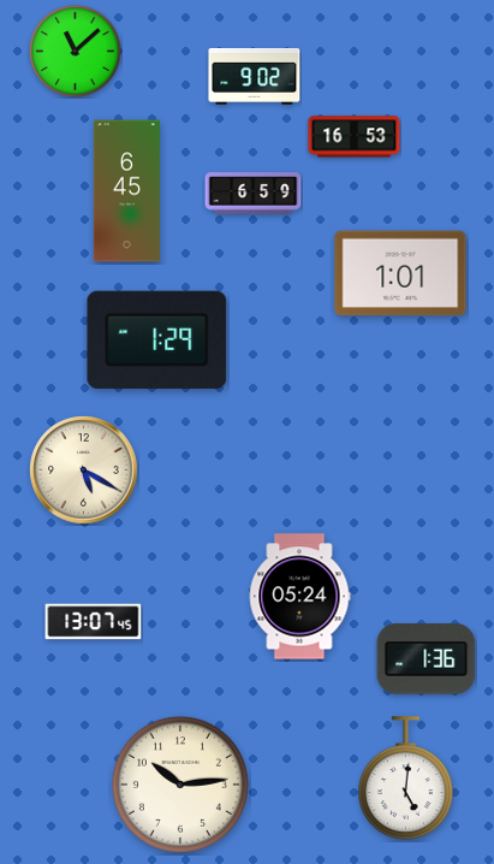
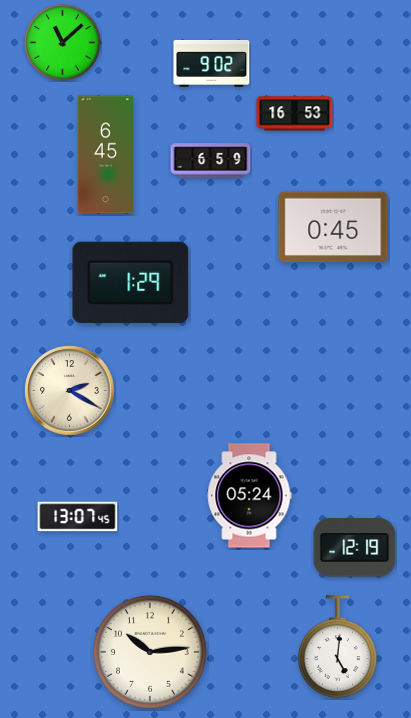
clock at (126, 191) position: (126, 191) -> (105, 155)
clock at (400, 273): 1:01 -> 0:45
clock at (84, 471): 5:20 -> 2:20
clock at (427, 659): 1:36 -> 12:19
